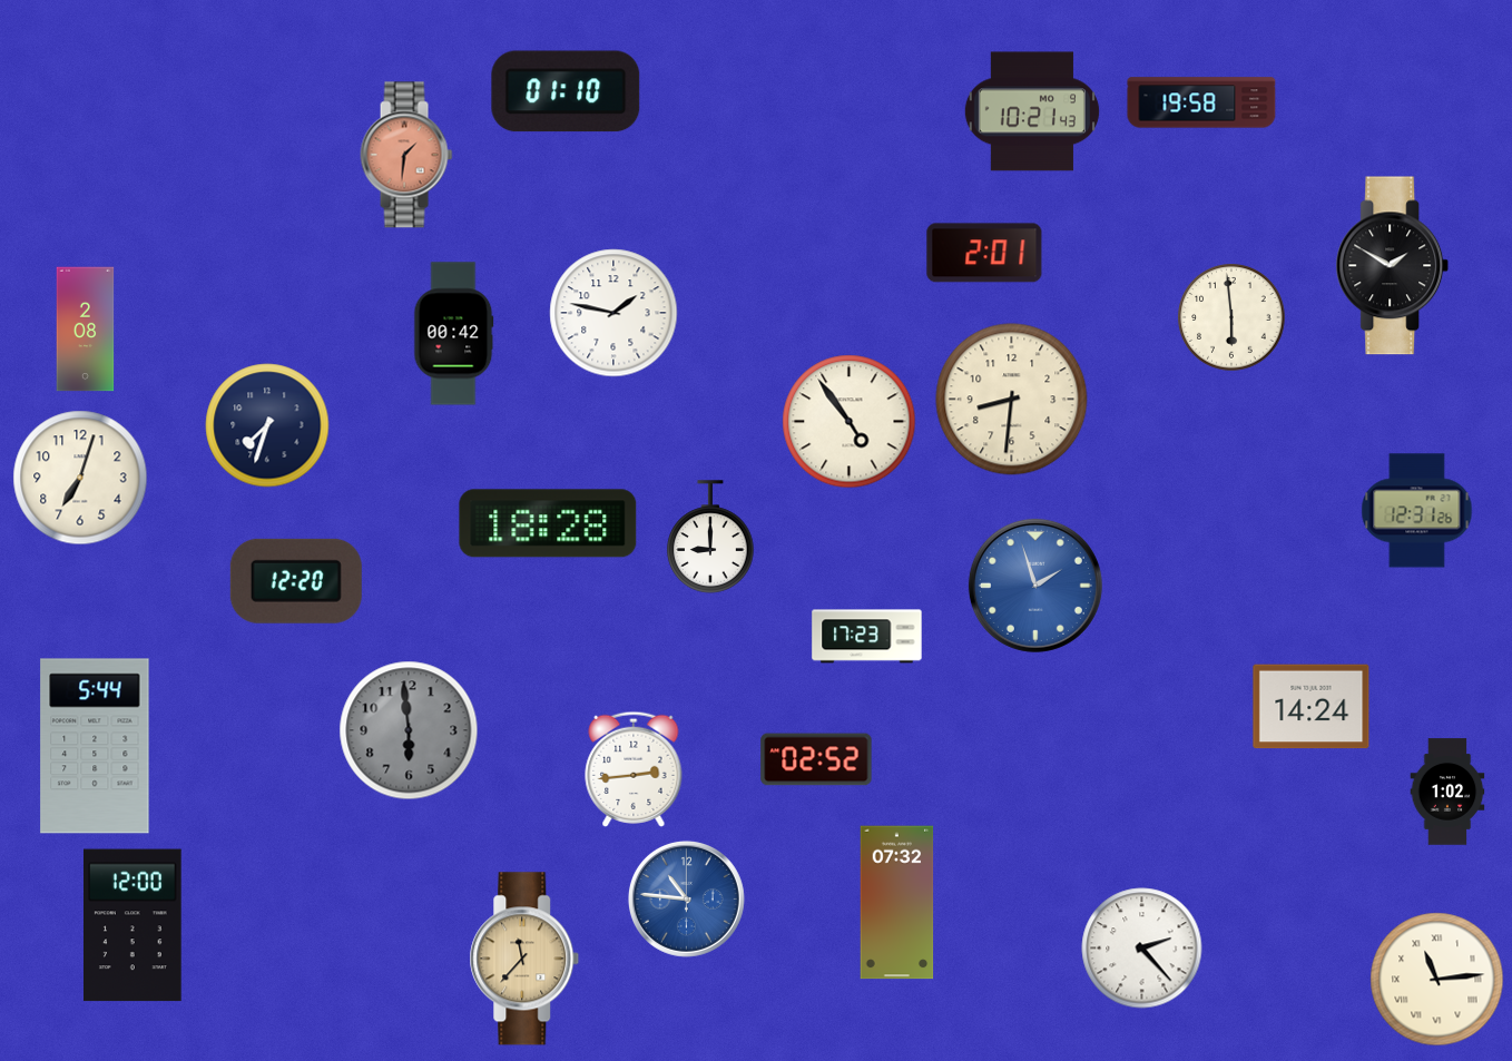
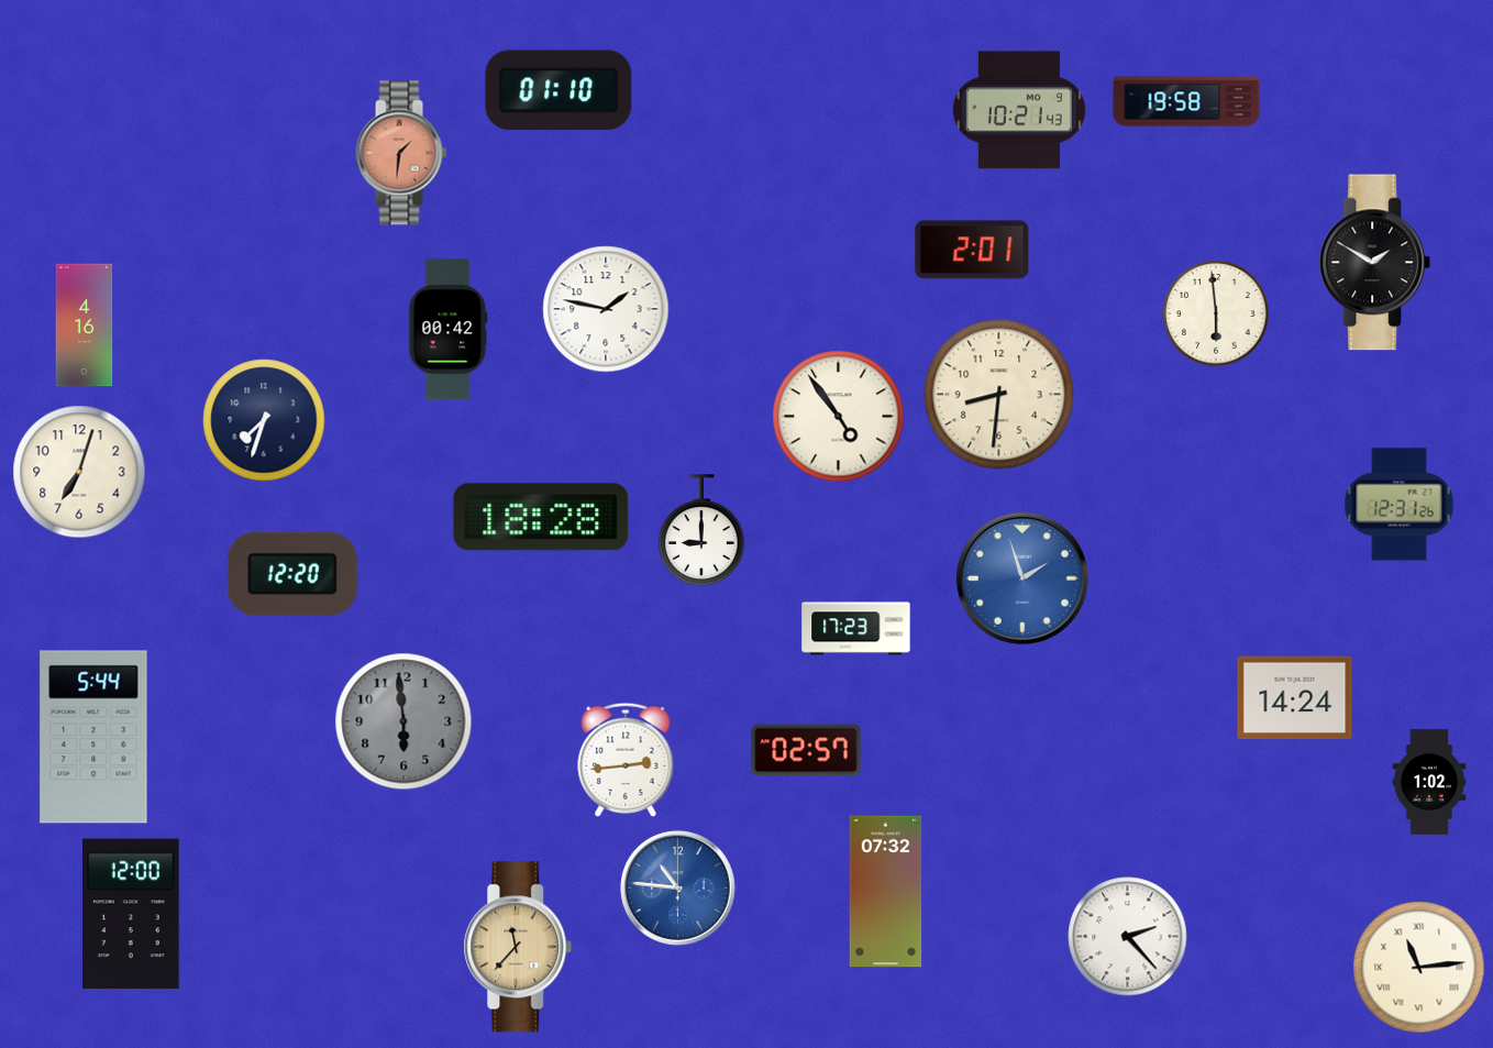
clock at (86, 330): 2:08 -> 4:16
clock at (816, 759): 02:52 -> 02:57
